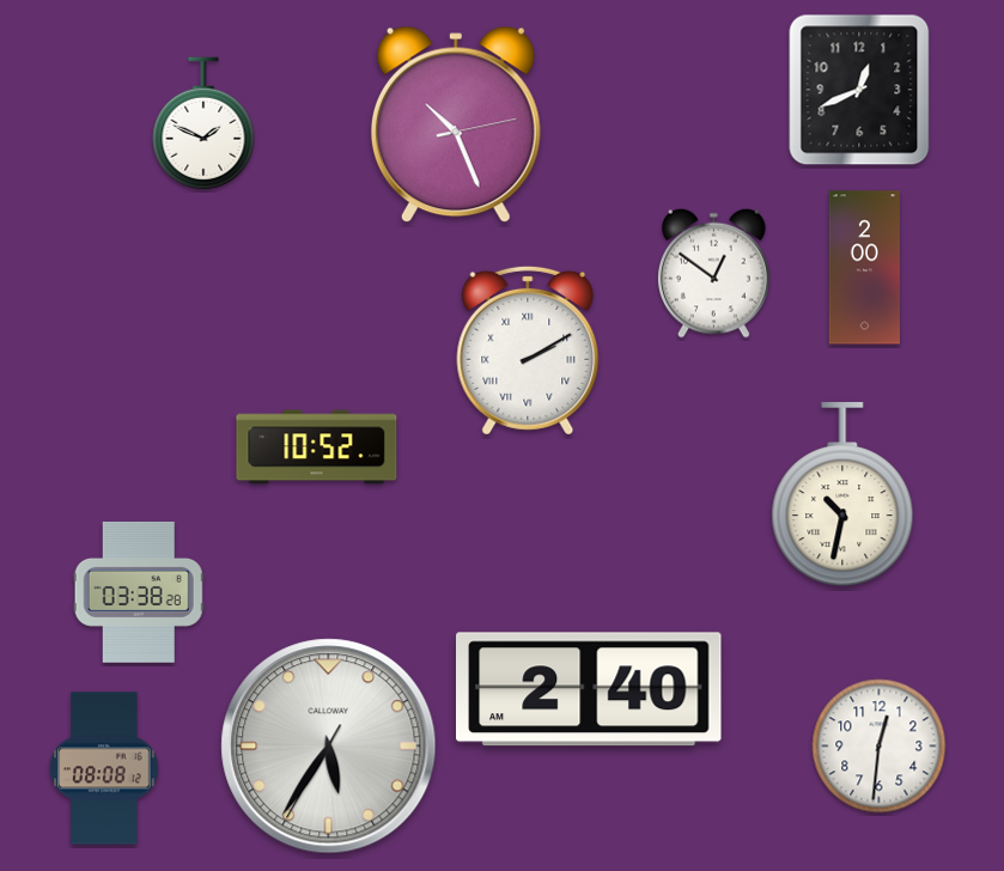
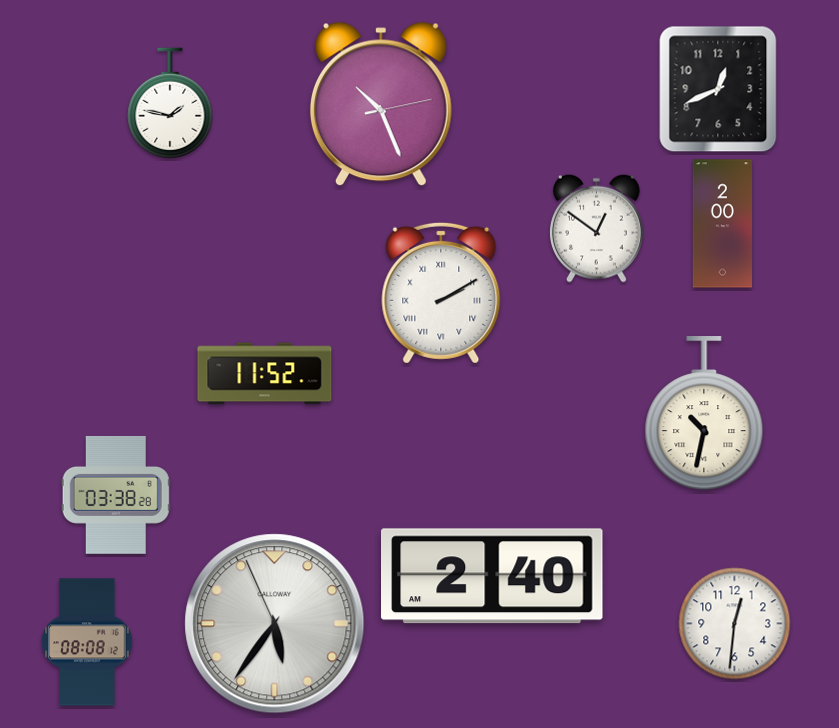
clock at (859, 90) position: (859, 90) -> (718, 89)
clock at (203, 123): 1:49 -> 1:47
clock at (317, 447): 10:52 -> 11:52
clock at (329, 747): 5:35:35 -> 5:35:56
